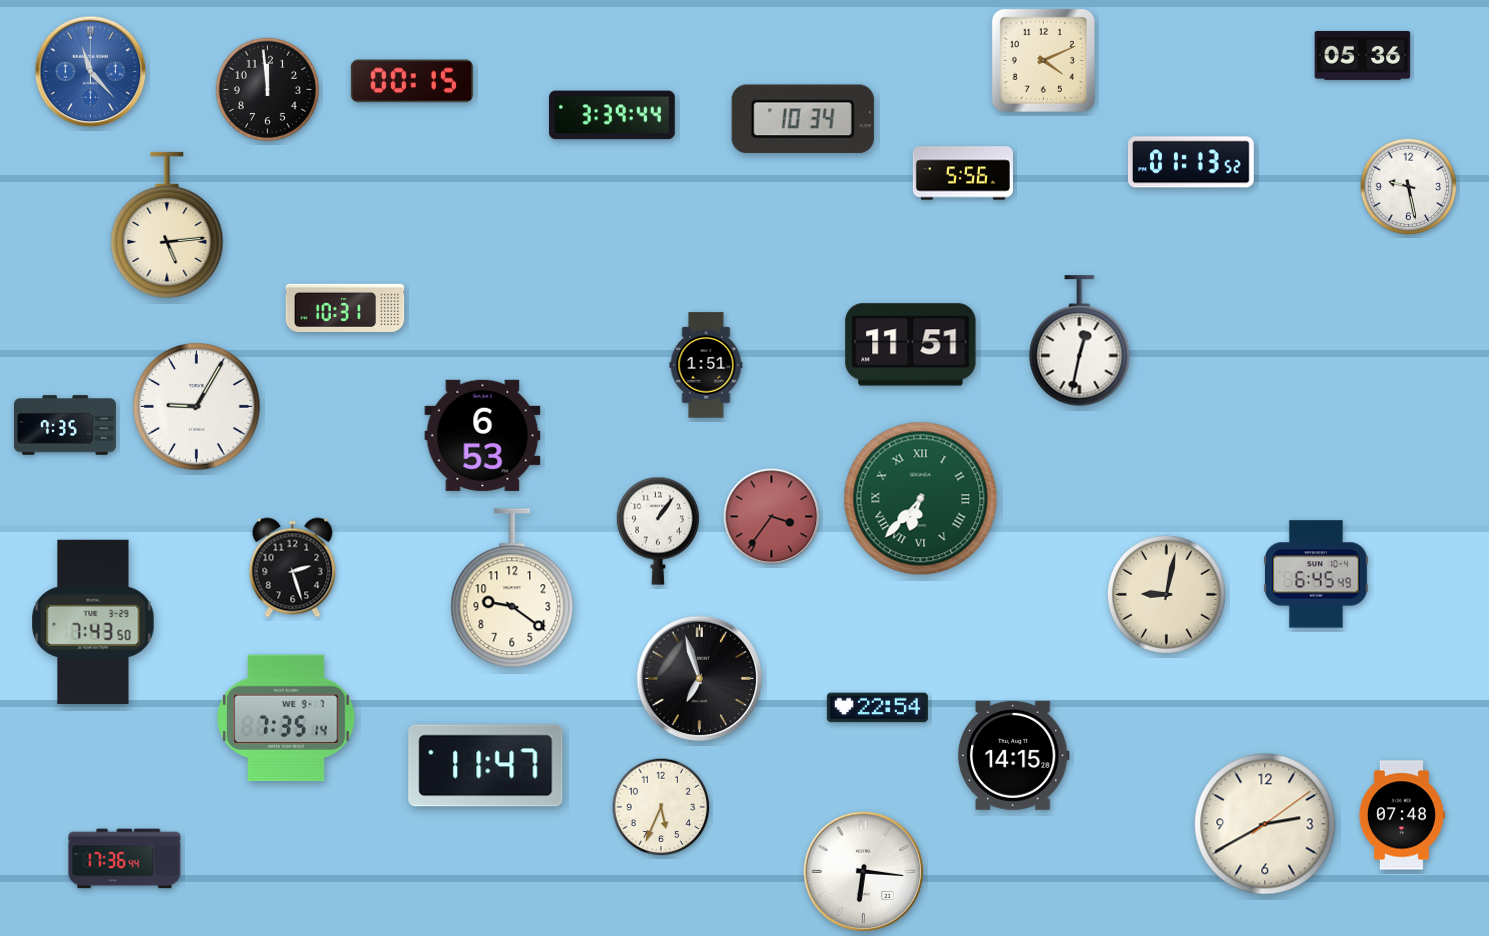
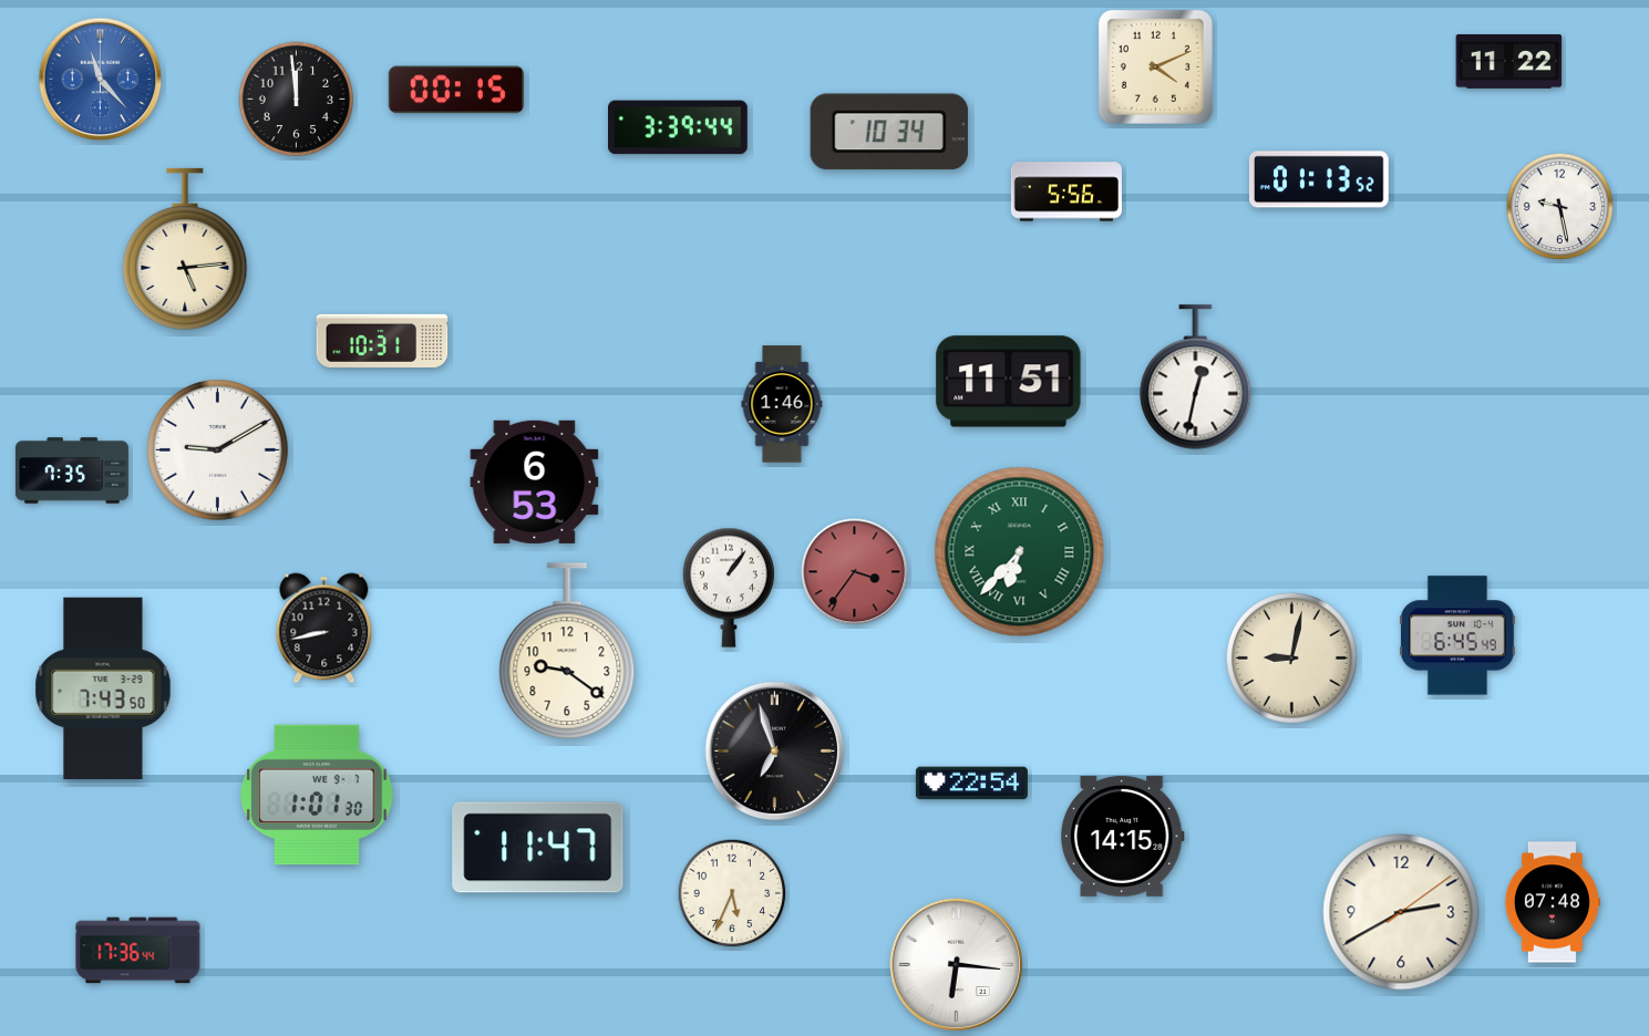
clock at (1363, 56): 05:36 -> 11:22
clock at (706, 365): 1:51 -> 1:46
clock at (197, 407): 9:05 -> 9:10
clock at (293, 568): 2:27 -> 8:43
clock at (286, 718): 7:35 -> 1:01
